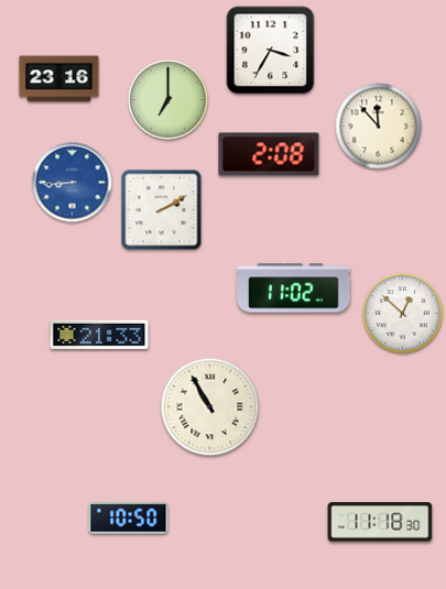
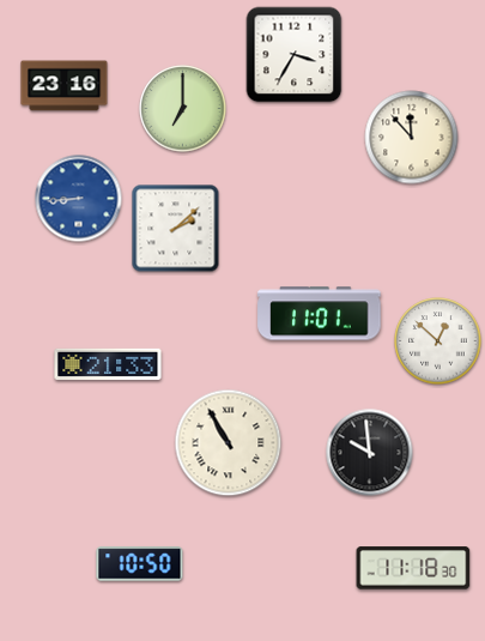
clock at (269, 154): 2:08 -> none
clock at (162, 210): 2:10 -> 2:08
clock at (294, 288): 11:02 -> 11:01
clock at (370, 453): none -> 9:59
